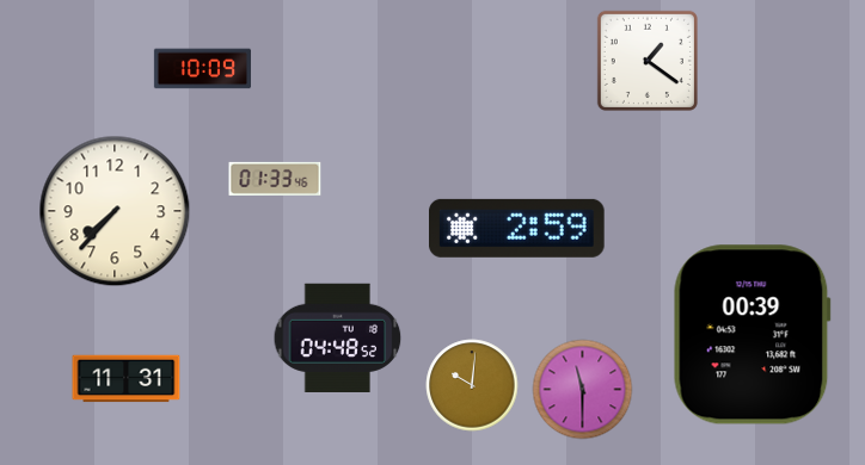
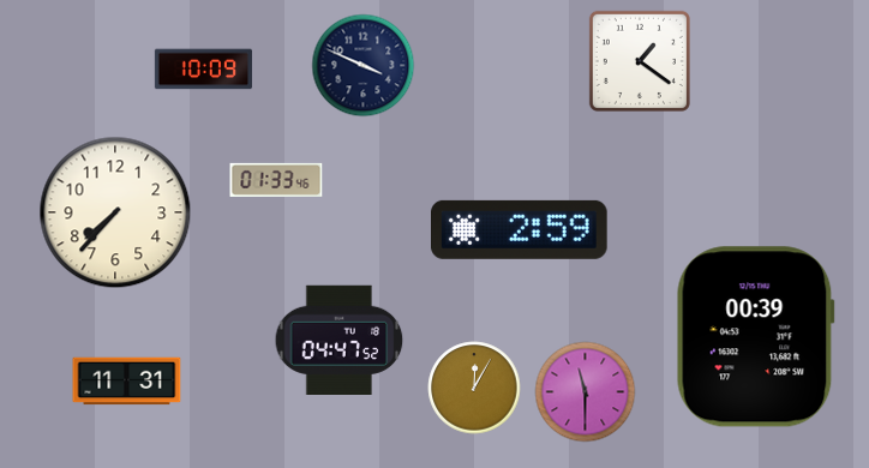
clock at (648, 61) position: (648, 61) -> (640, 61)
clock at (364, 66): none -> 3:49
clock at (338, 337): 04:48 -> 04:47
clock at (472, 385): 10:01 -> 12:05
